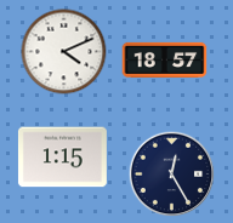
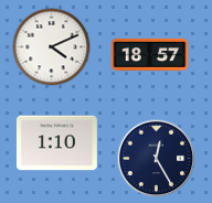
clock at (64, 52) position: (64, 52) -> (52, 47)
clock at (62, 158): 1:15 -> 1:10
